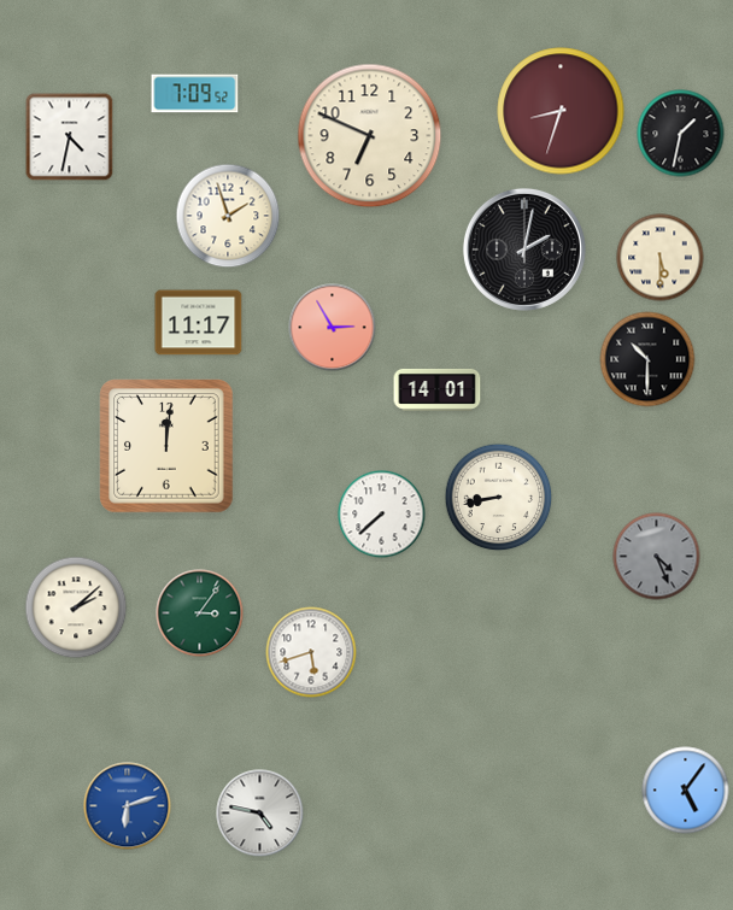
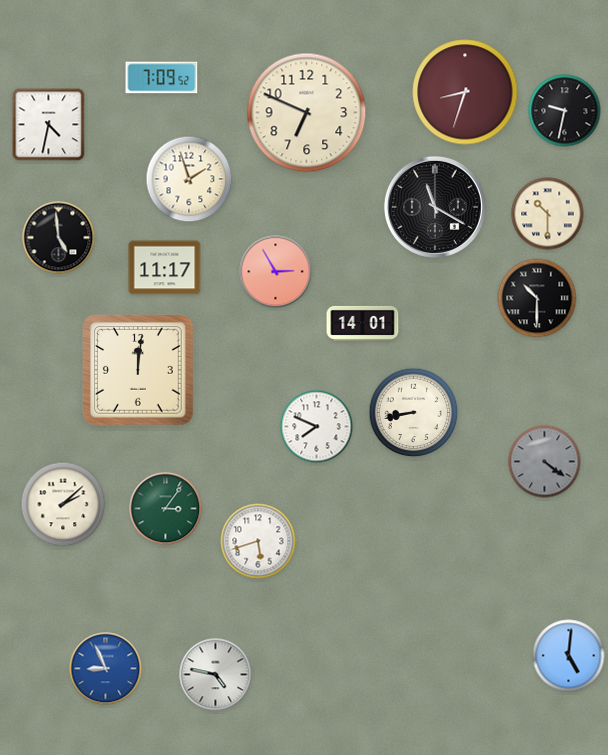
clock at (681, 134): 1:32 -> 9:32
clock at (70, 137) position: (70, 137) -> (49, 125)
clock at (524, 249): 2:02 -> 11:20
clock at (661, 258): 5:30 -> 10:30
clock at (59, 238): none -> 4:59
clock at (382, 515): 7:38 -> 7:49
clock at (657, 557): 4:26 -> 4:21
clock at (686, 791): 5:06 -> 5:01
clock at (128, 806): 6:12 -> 8:56
